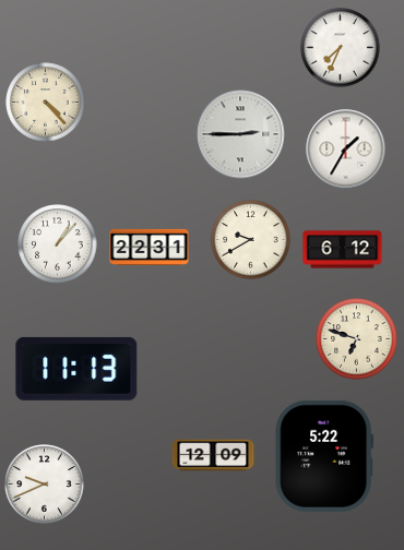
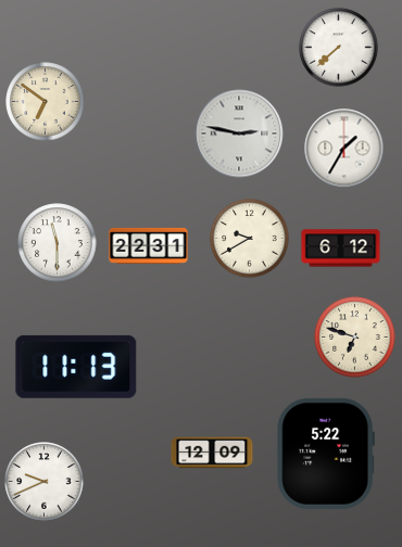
clock at (341, 48): 7:34 -> 7:38
clock at (46, 103): 4:23 -> 6:51
clock at (240, 134): 2:45 -> 2:47
clock at (58, 244): 1:07 -> 11:30
clock at (323, 456) position: (323, 456) -> (325, 454)
